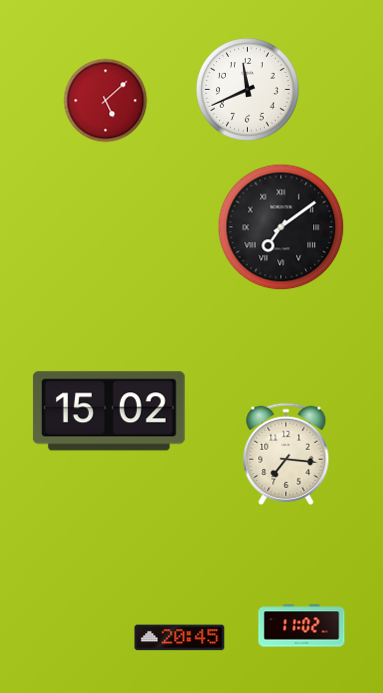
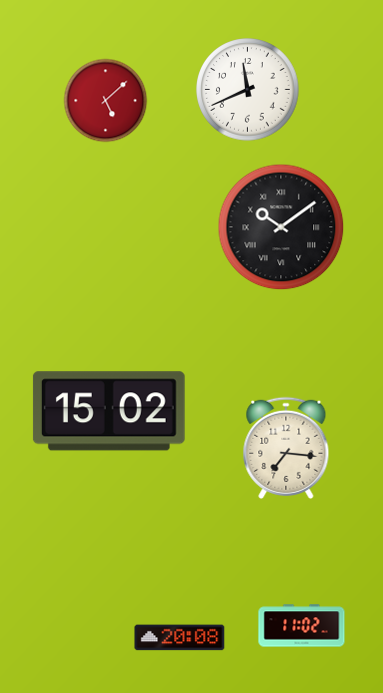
clock at (281, 227): 7:09 -> 10:09
clock at (286, 454) position: (286, 454) -> (286, 448)
clock at (180, 638): 20:45 -> 20:08
